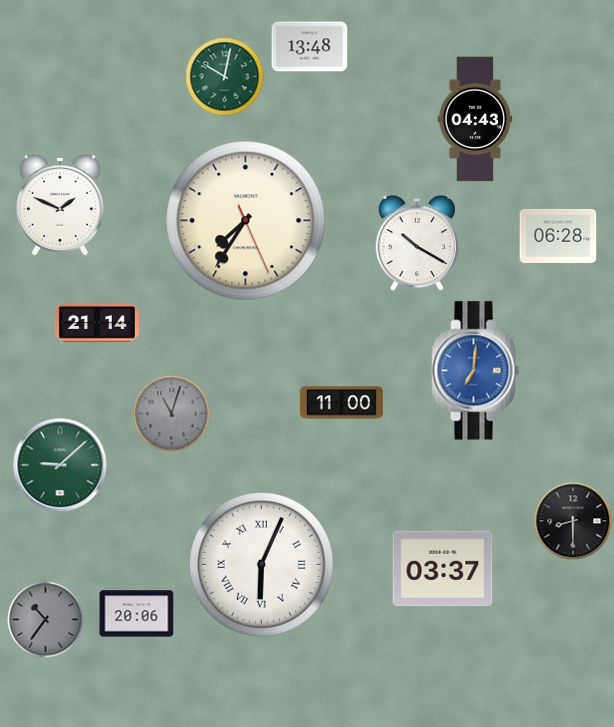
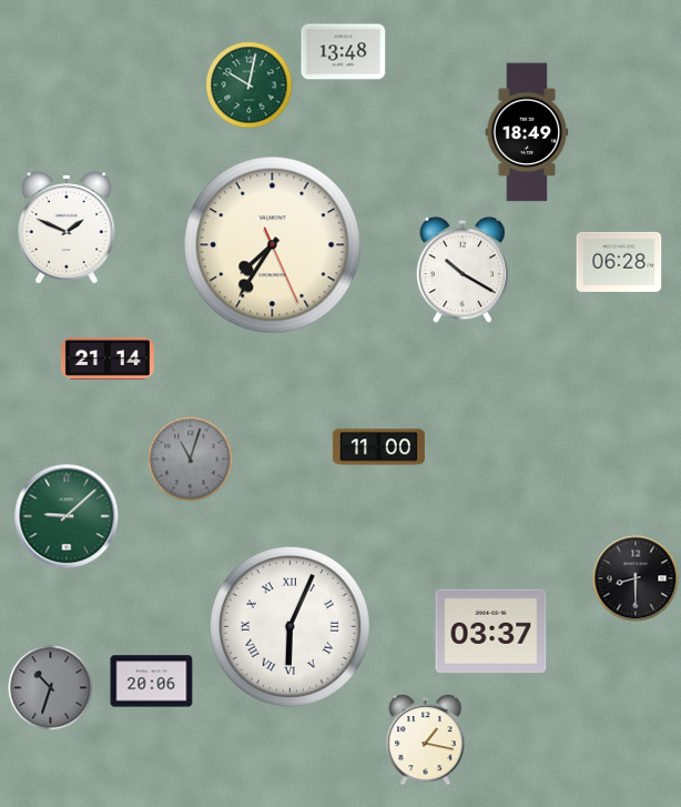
clock at (475, 119): 04:43 -> 18:49
clock at (476, 371): 7:01 -> none
clock at (46, 620): 10:36 -> 10:33
clock at (426, 740): none -> 1:17
